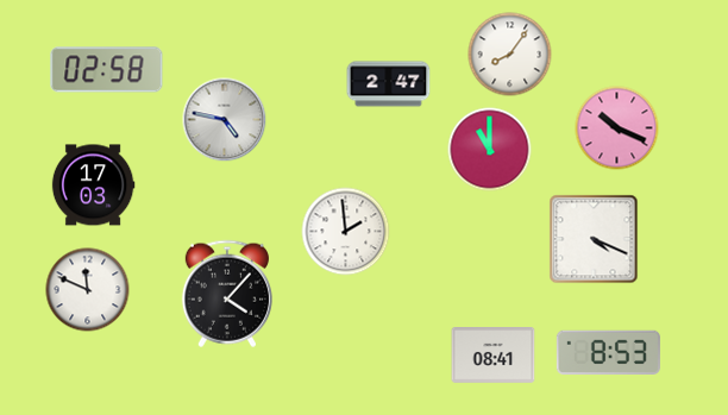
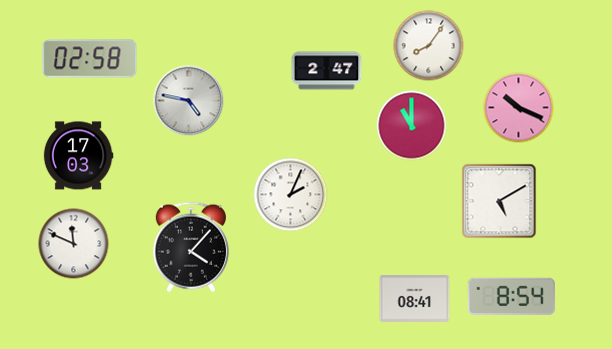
clock at (346, 232): 1:59 -> 2:04
clock at (594, 239): 4:19 -> 5:10
clock at (608, 352): 8:53 -> 8:54
